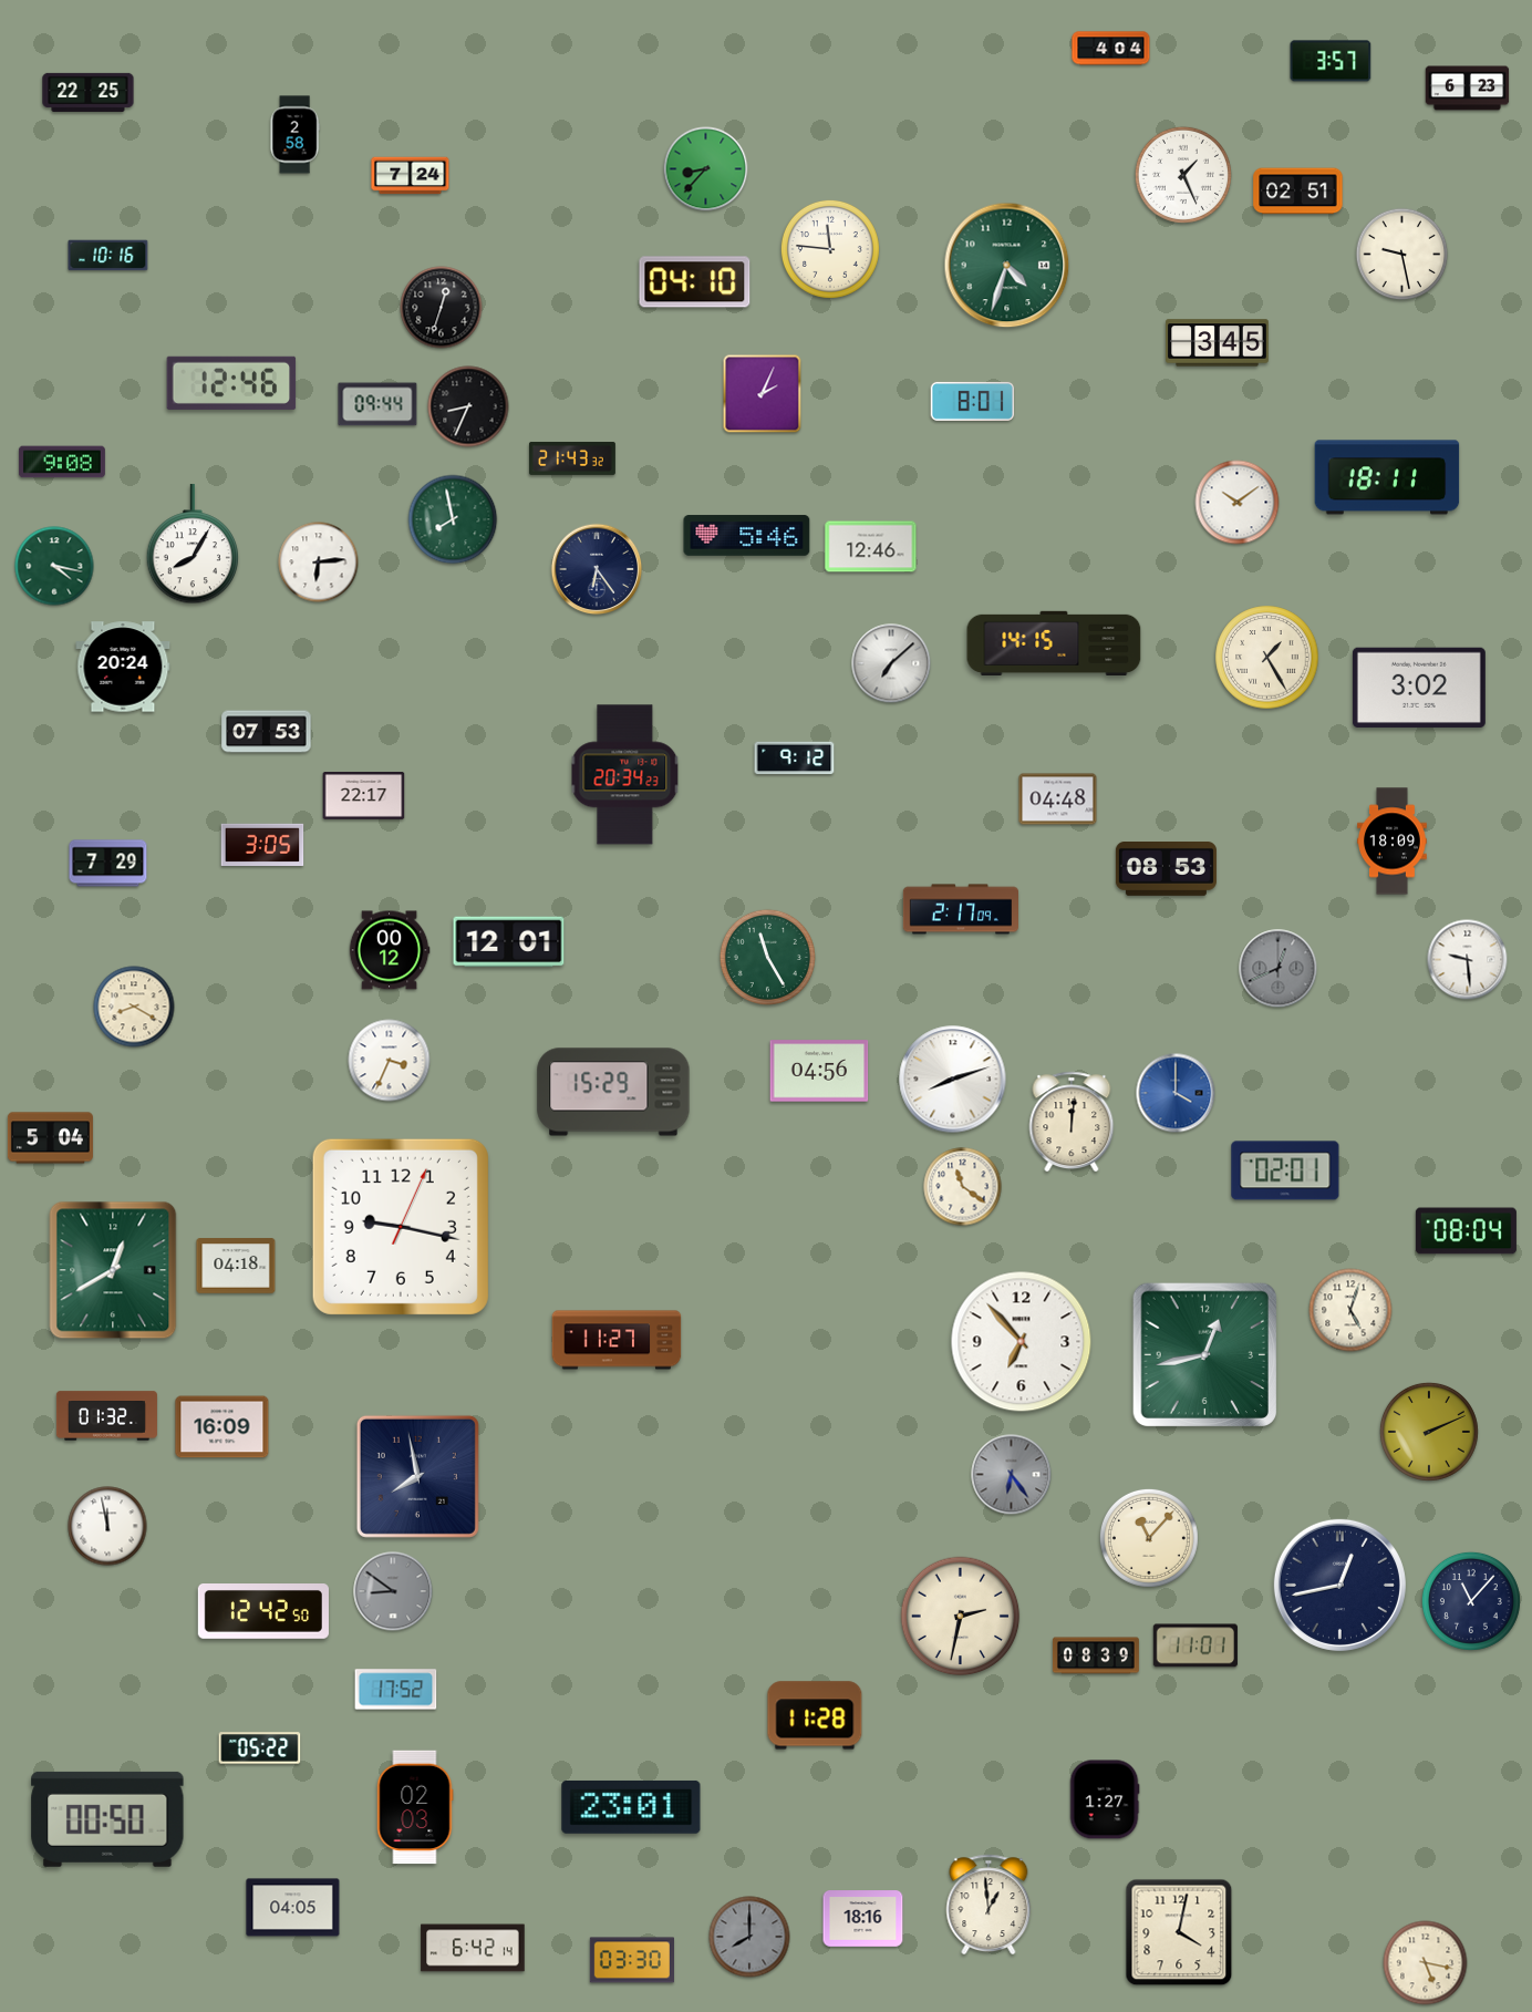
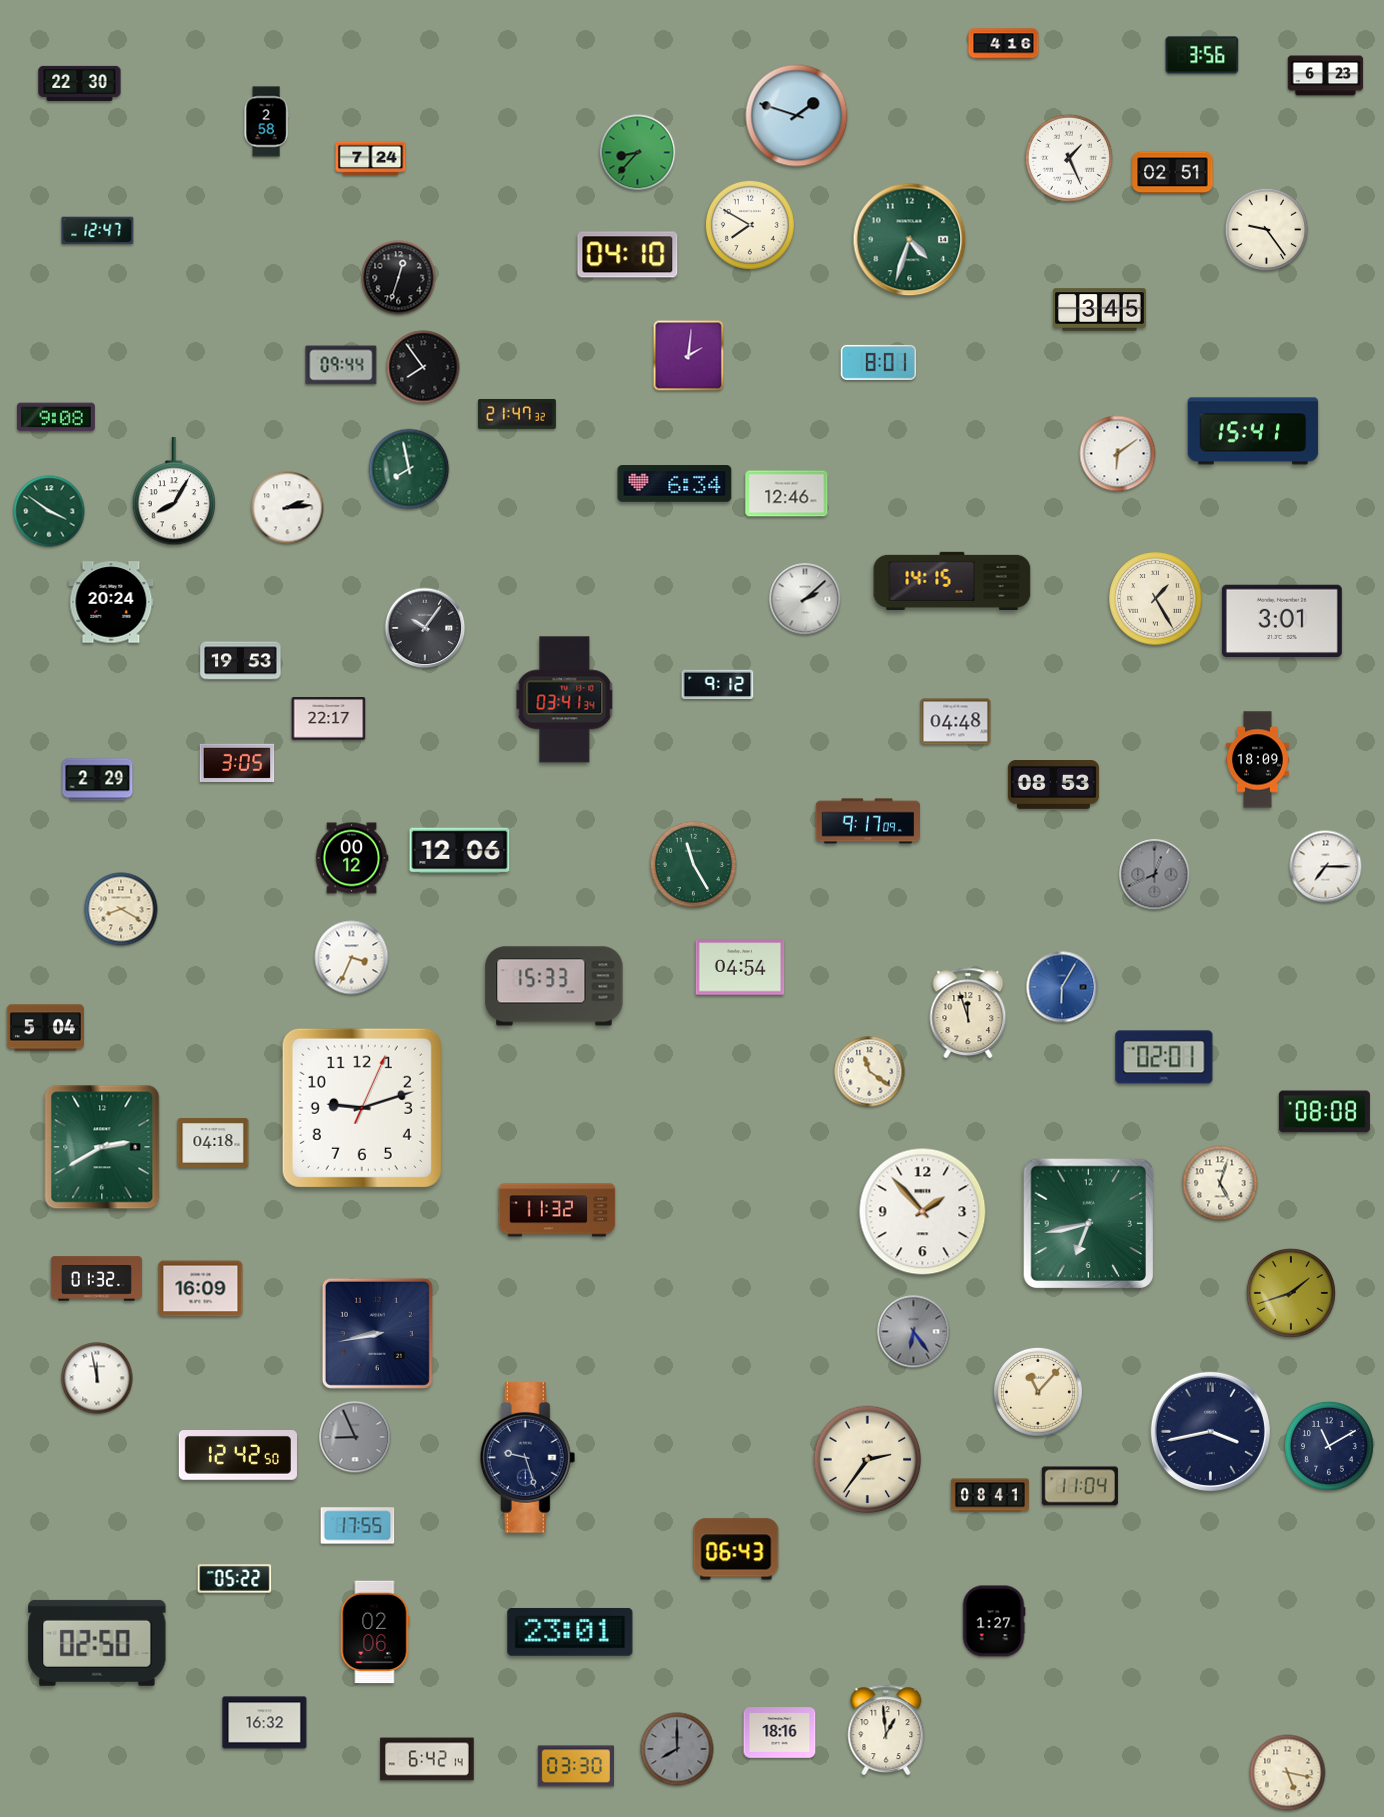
clock at (1111, 49): 4:04 -> 4:16
clock at (1331, 61): 3:57 -> 3:56
clock at (1468, 89) position: (1468, 89) -> (1326, 76)
clock at (89, 92): 22:25 -> 22:30
clock at (797, 116): none -> 1:48
clock at (830, 249): 11:46 -> 7:50
clock at (1402, 255): 9:28 -> 9:24
clock at (108, 256): 10:16 -> 12:47
clock at (231, 383): 12:46 -> none
clock at (763, 394): 2:04 -> 2:01
clock at (468, 406): 8:34 -> 7:54
clock at (572, 458): 21:43 -> 21:47
clock at (1387, 477): 18:11 -> 15:41
clock at (1238, 503): 10:09 -> 6:09
clock at (747, 536): 5:46 -> 6:34
clock at (319, 563): 6:14 -> 2:14
clock at (54, 566): 4:17 -> 3:51
clock at (597, 569): 6:24 -> none
clock at (1267, 658) position: (1267, 658) -> (1156, 599)
clock at (891, 663): 7:08 -> 2:08
clock at (1419, 687): 3:02 -> 3:01
clock at (425, 628): none -> 10:06
clock at (267, 732): 07:53 -> 19:53
clock at (625, 775): 20:34 -> 03:41
clock at (108, 864): 7:29 -> 2:29
clock at (960, 909): 2:17 -> 9:17
clock at (509, 942): 12:01 -> 12:06
clock at (1468, 960): 9:29 -> 7:15
clock at (819, 1071): 04:56 -> 04:54
clock at (953, 1080): 8:12 -> none
clock at (613, 1092): 15:29 -> 15:33
clock at (1176, 1093): 4:00 -> 6:05
clock at (1072, 1122): 12:01 -> 11:57
clock at (1285, 1170) position: (1285, 1170) -> (1164, 1057)
clock at (401, 1227): 9:17 -> 9:12
clock at (1466, 1231): 08:04 -> 08:08
clock at (113, 1270): 12:40 -> 2:40
clock at (617, 1340): 11:27 -> 11:32
clock at (1022, 1342): 6:53 -> 1:53
clock at (1204, 1354): 12:43 -> 6:43
clock at (1429, 1432): 2:11 -> 1:42
clock at (417, 1476): 7:58 -> 8:43
clock at (1149, 1538) position: (1149, 1538) -> (1038, 1392)
clock at (1339, 1585): 12:43 -> 3:43
clock at (393, 1591): 8:51 -> 8:56
clock at (1471, 1601): 11:07 -> 11:10
clock at (528, 1458): none -> 9:27
clock at (961, 1617): 2:32 -> 2:36
clock at (1195, 1645): 11:01 -> 11:04
clock at (1096, 1655): 08:39 -> 08:41
clock at (396, 1690): 17:52 -> 17:55
clock at (815, 1715): 11:28 -> 06:43
clock at (1105, 1799) position: (1105, 1799) -> (994, 1621)
clock at (415, 1807): 02:03 -> 02:06
clock at (107, 1819): 00:50 -> 02:50
clock at (988, 1905) position: (988, 1905) -> (886, 1730)
clock at (293, 1908): 04:05 -> 16:32
clock at (1179, 1932): 4:02 -> none
clock at (631, 1960) position: (631, 1960) -> (575, 1766)
